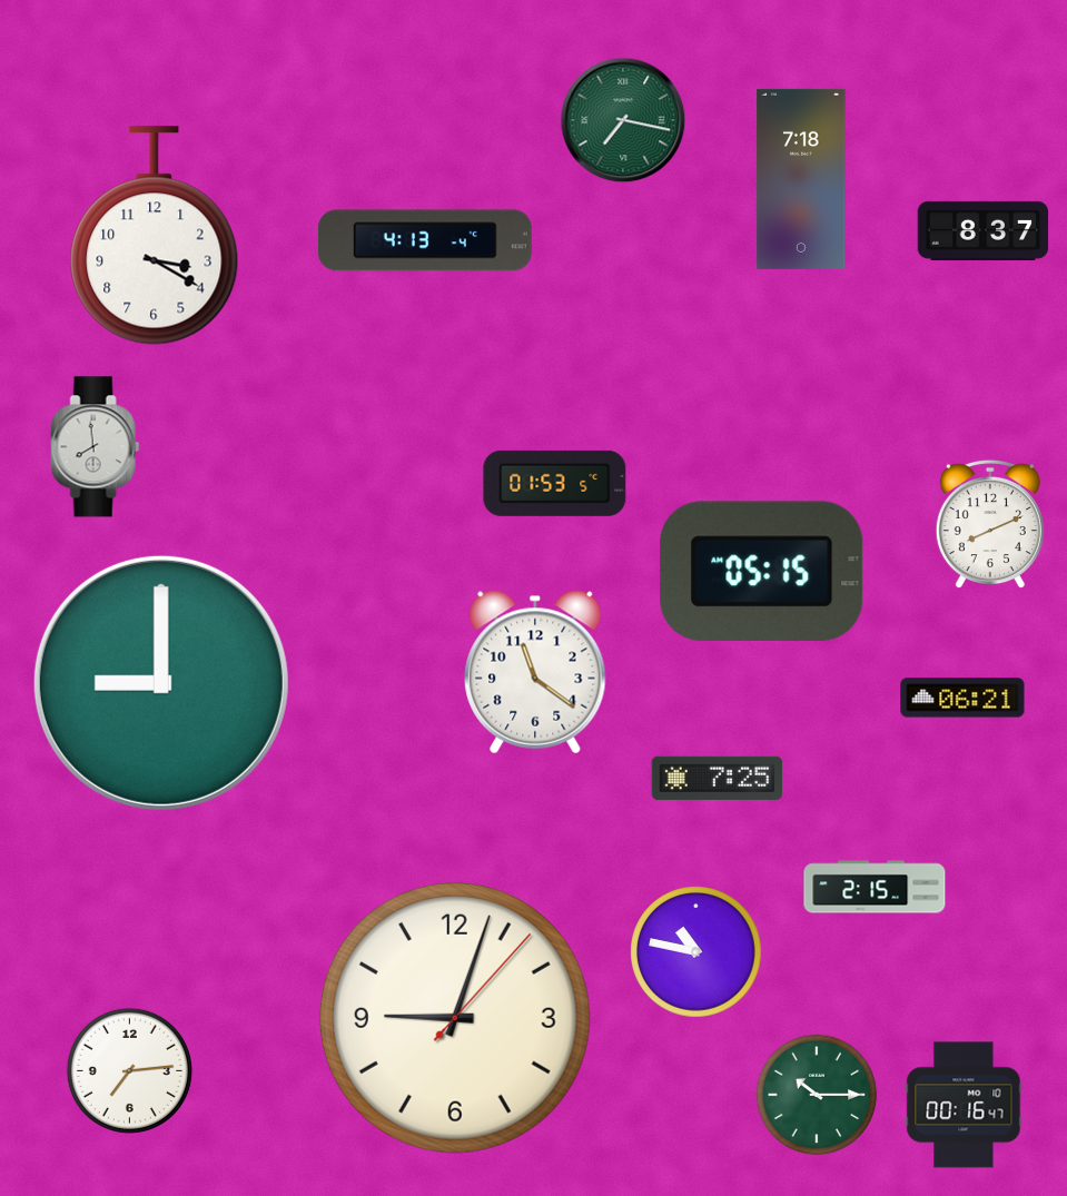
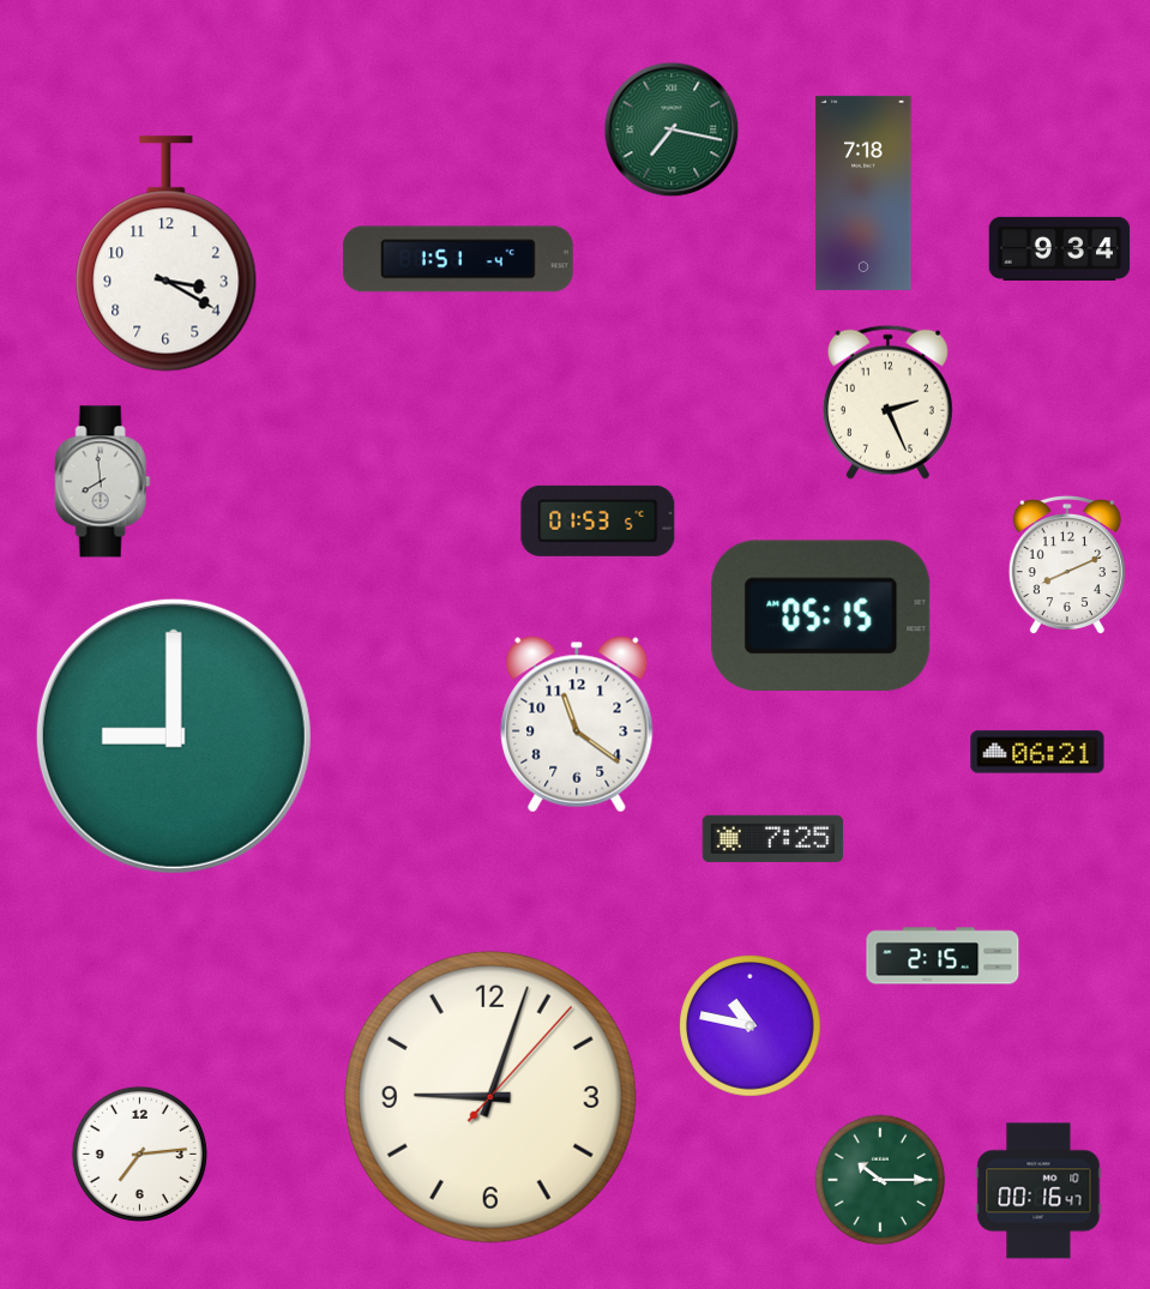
clock at (984, 230): 8:37 -> 9:34
clock at (425, 240): 4:13 -> 1:51
clock at (887, 402): none -> 2:26
